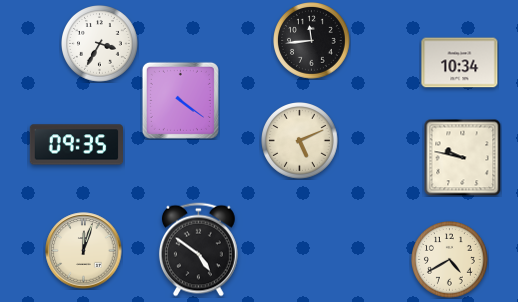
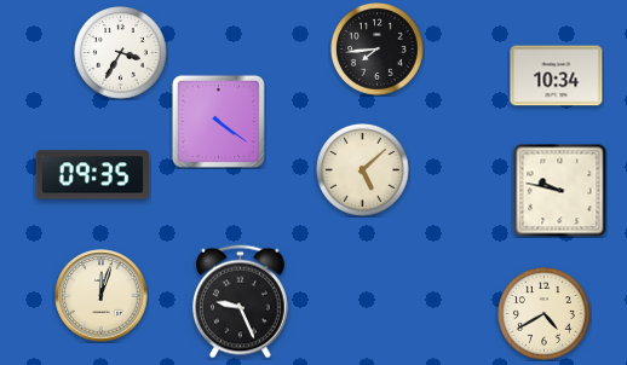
clock at (312, 41): 11:44 -> 7:44
clock at (300, 141): 5:11 -> 5:08
clock at (199, 250): 4:51 -> 9:26
clock at (84, 251) position: (84, 251) -> (102, 296)
